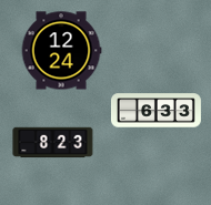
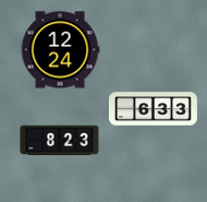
clock at (53, 143) position: (53, 143) -> (60, 141)
